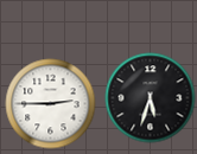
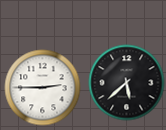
clock at (151, 98): 5:33 -> 5:38
